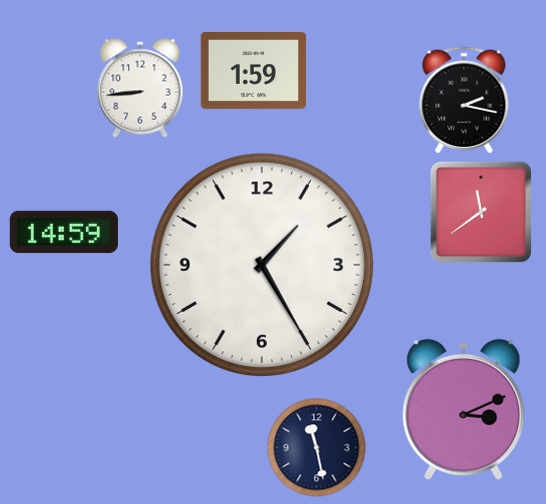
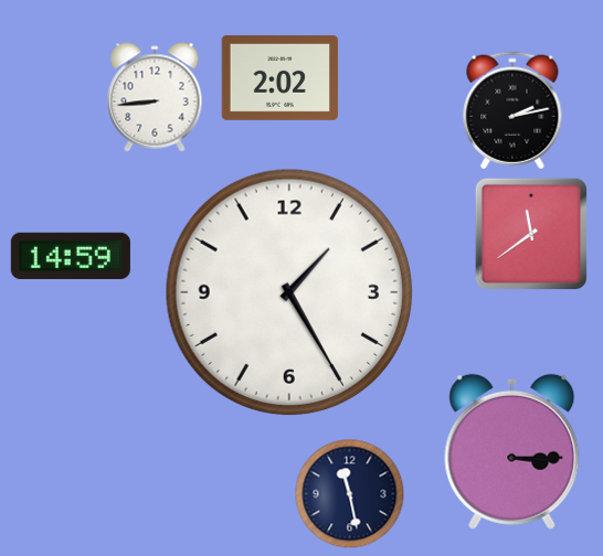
clock at (254, 70): 1:59 -> 2:02
clock at (464, 100): 2:17 -> 2:13
clock at (464, 409): 3:11 -> 3:15
